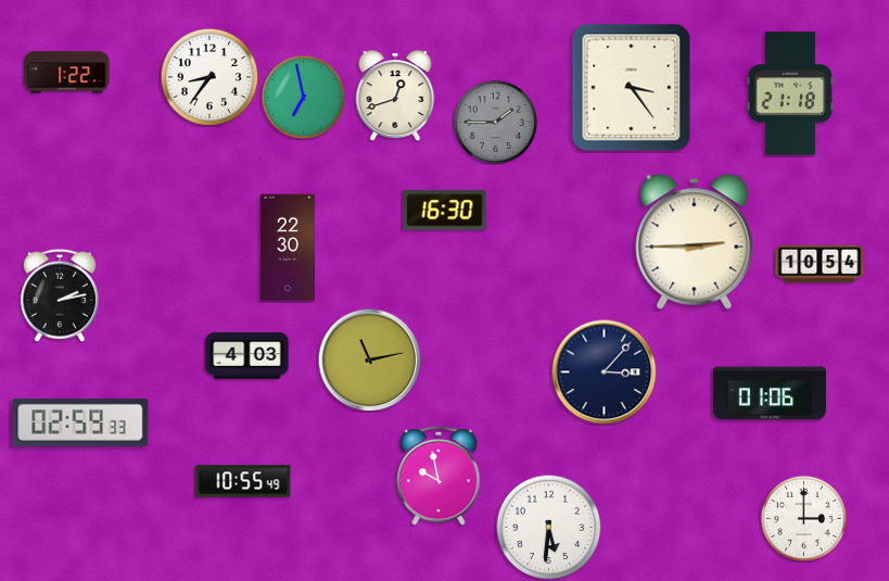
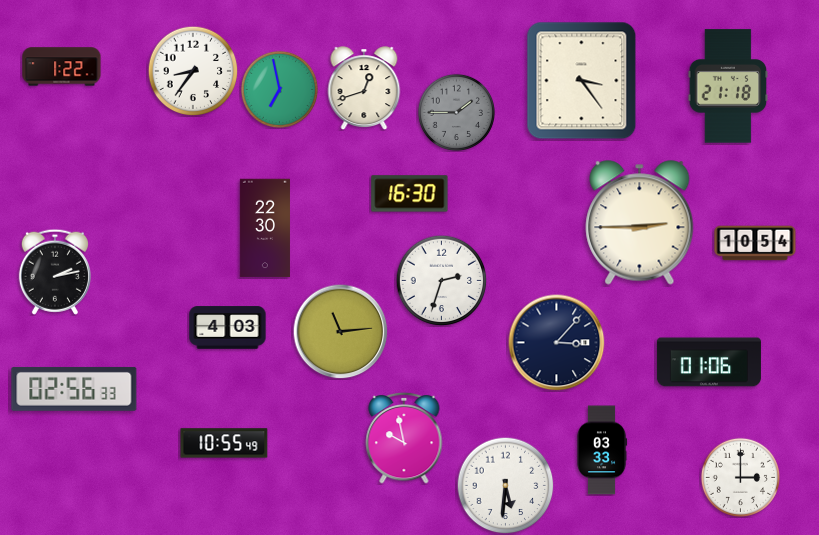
clock at (441, 280): none -> 2:33
clock at (369, 359): 11:13 -> 11:14
clock at (80, 422): 02:59 -> 02:56
clock at (602, 450): none -> 03:33
